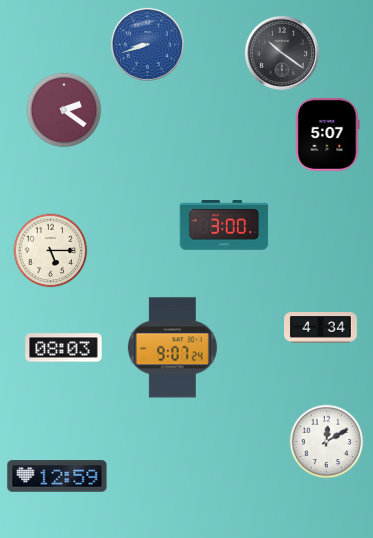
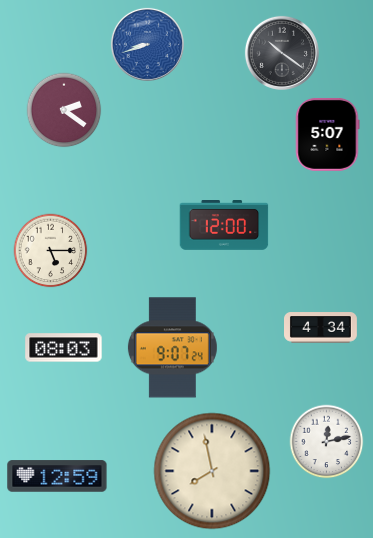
clock at (224, 226): 3:00 -> 12:00
clock at (327, 442): 12:10 -> 12:13
clock at (212, 471): none -> 7:58
